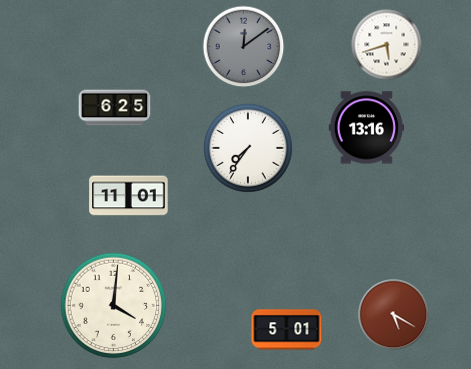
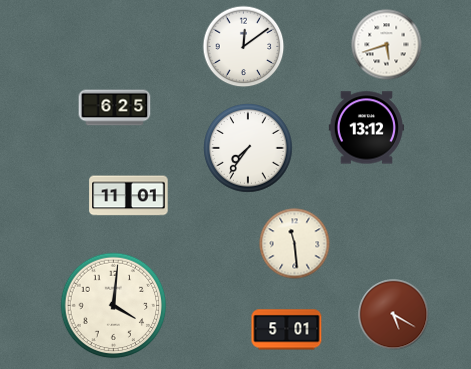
clock at (244, 47) dial: grey -> white
clock at (366, 128): 13:16 -> 13:12
clock at (295, 244): none -> 11:29
